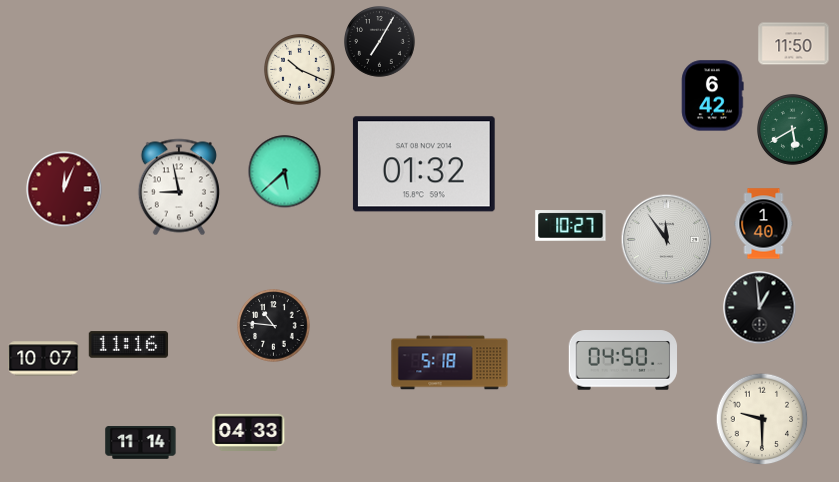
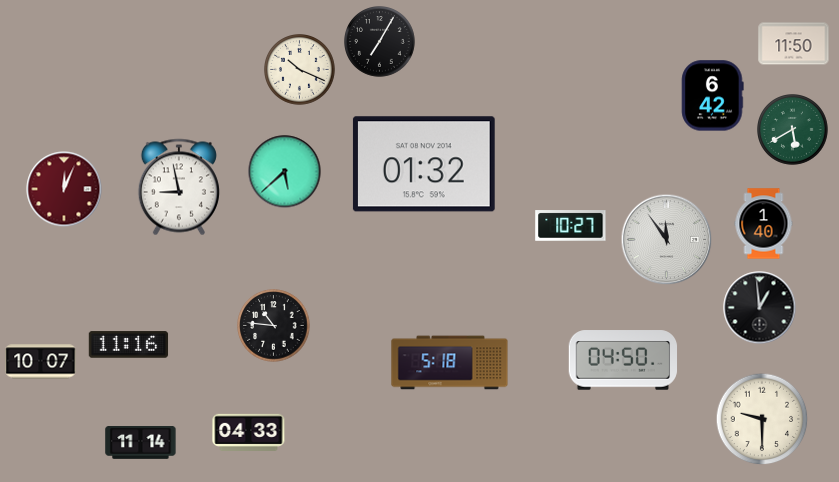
clock at (44, 359) position: (44, 359) -> (41, 362)
